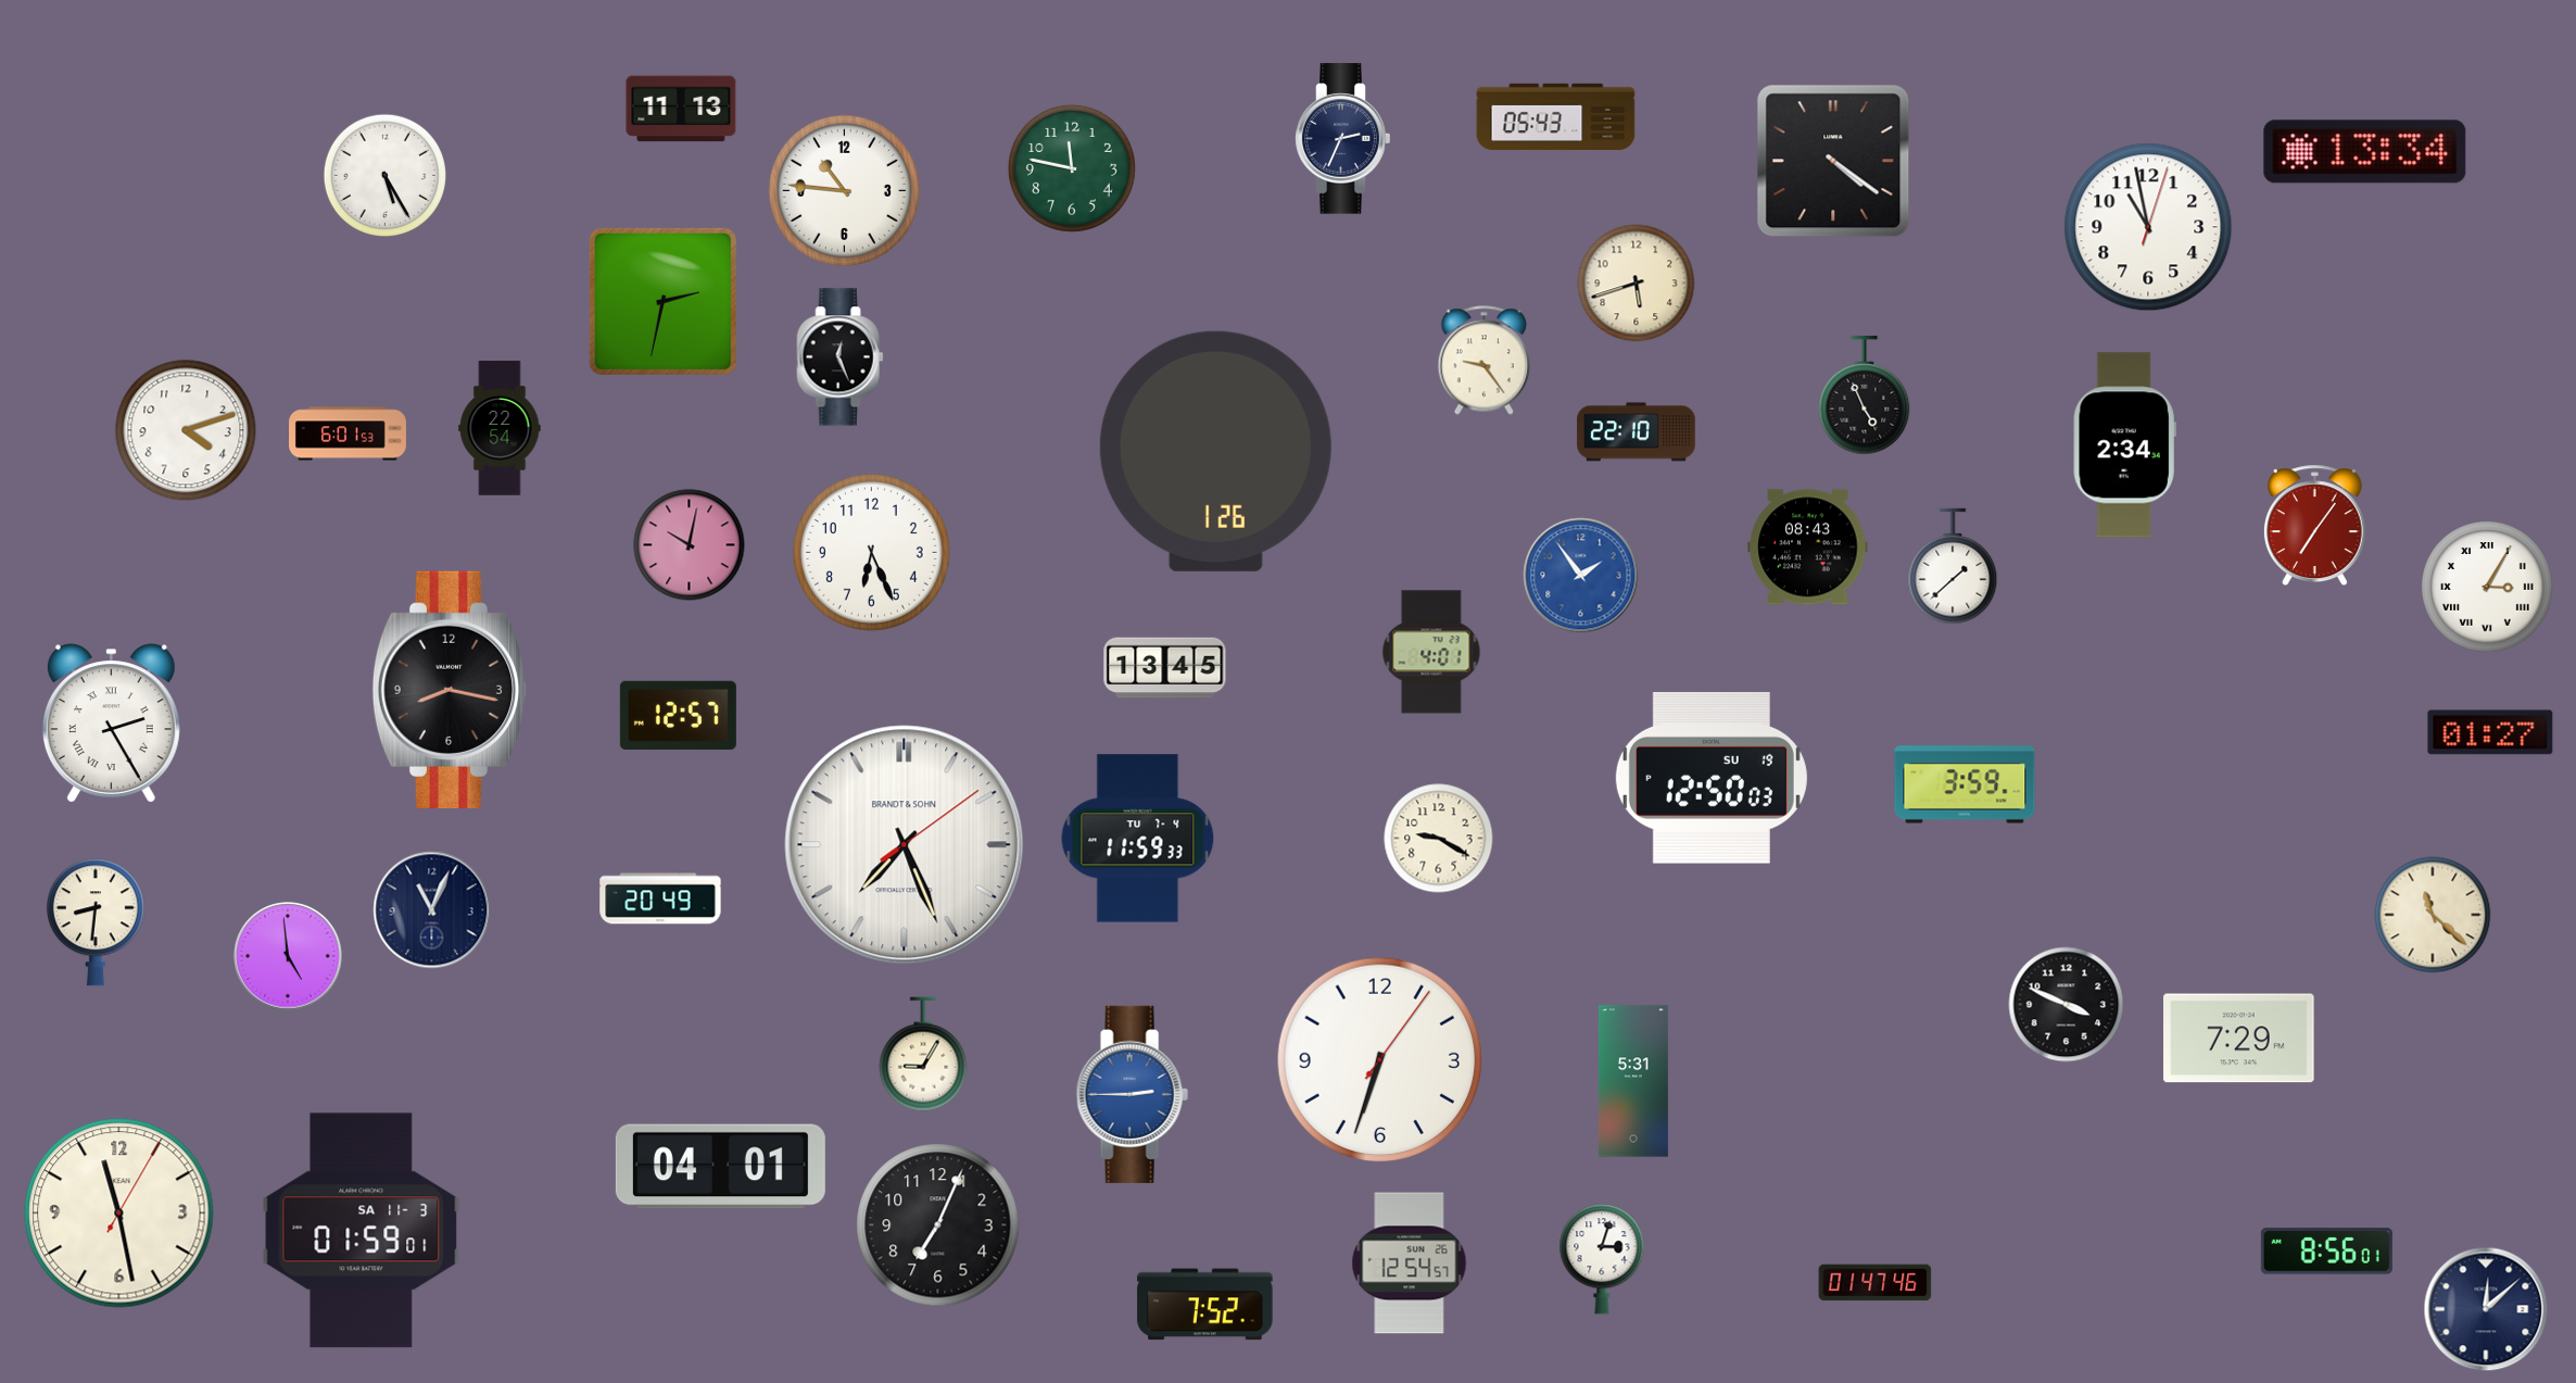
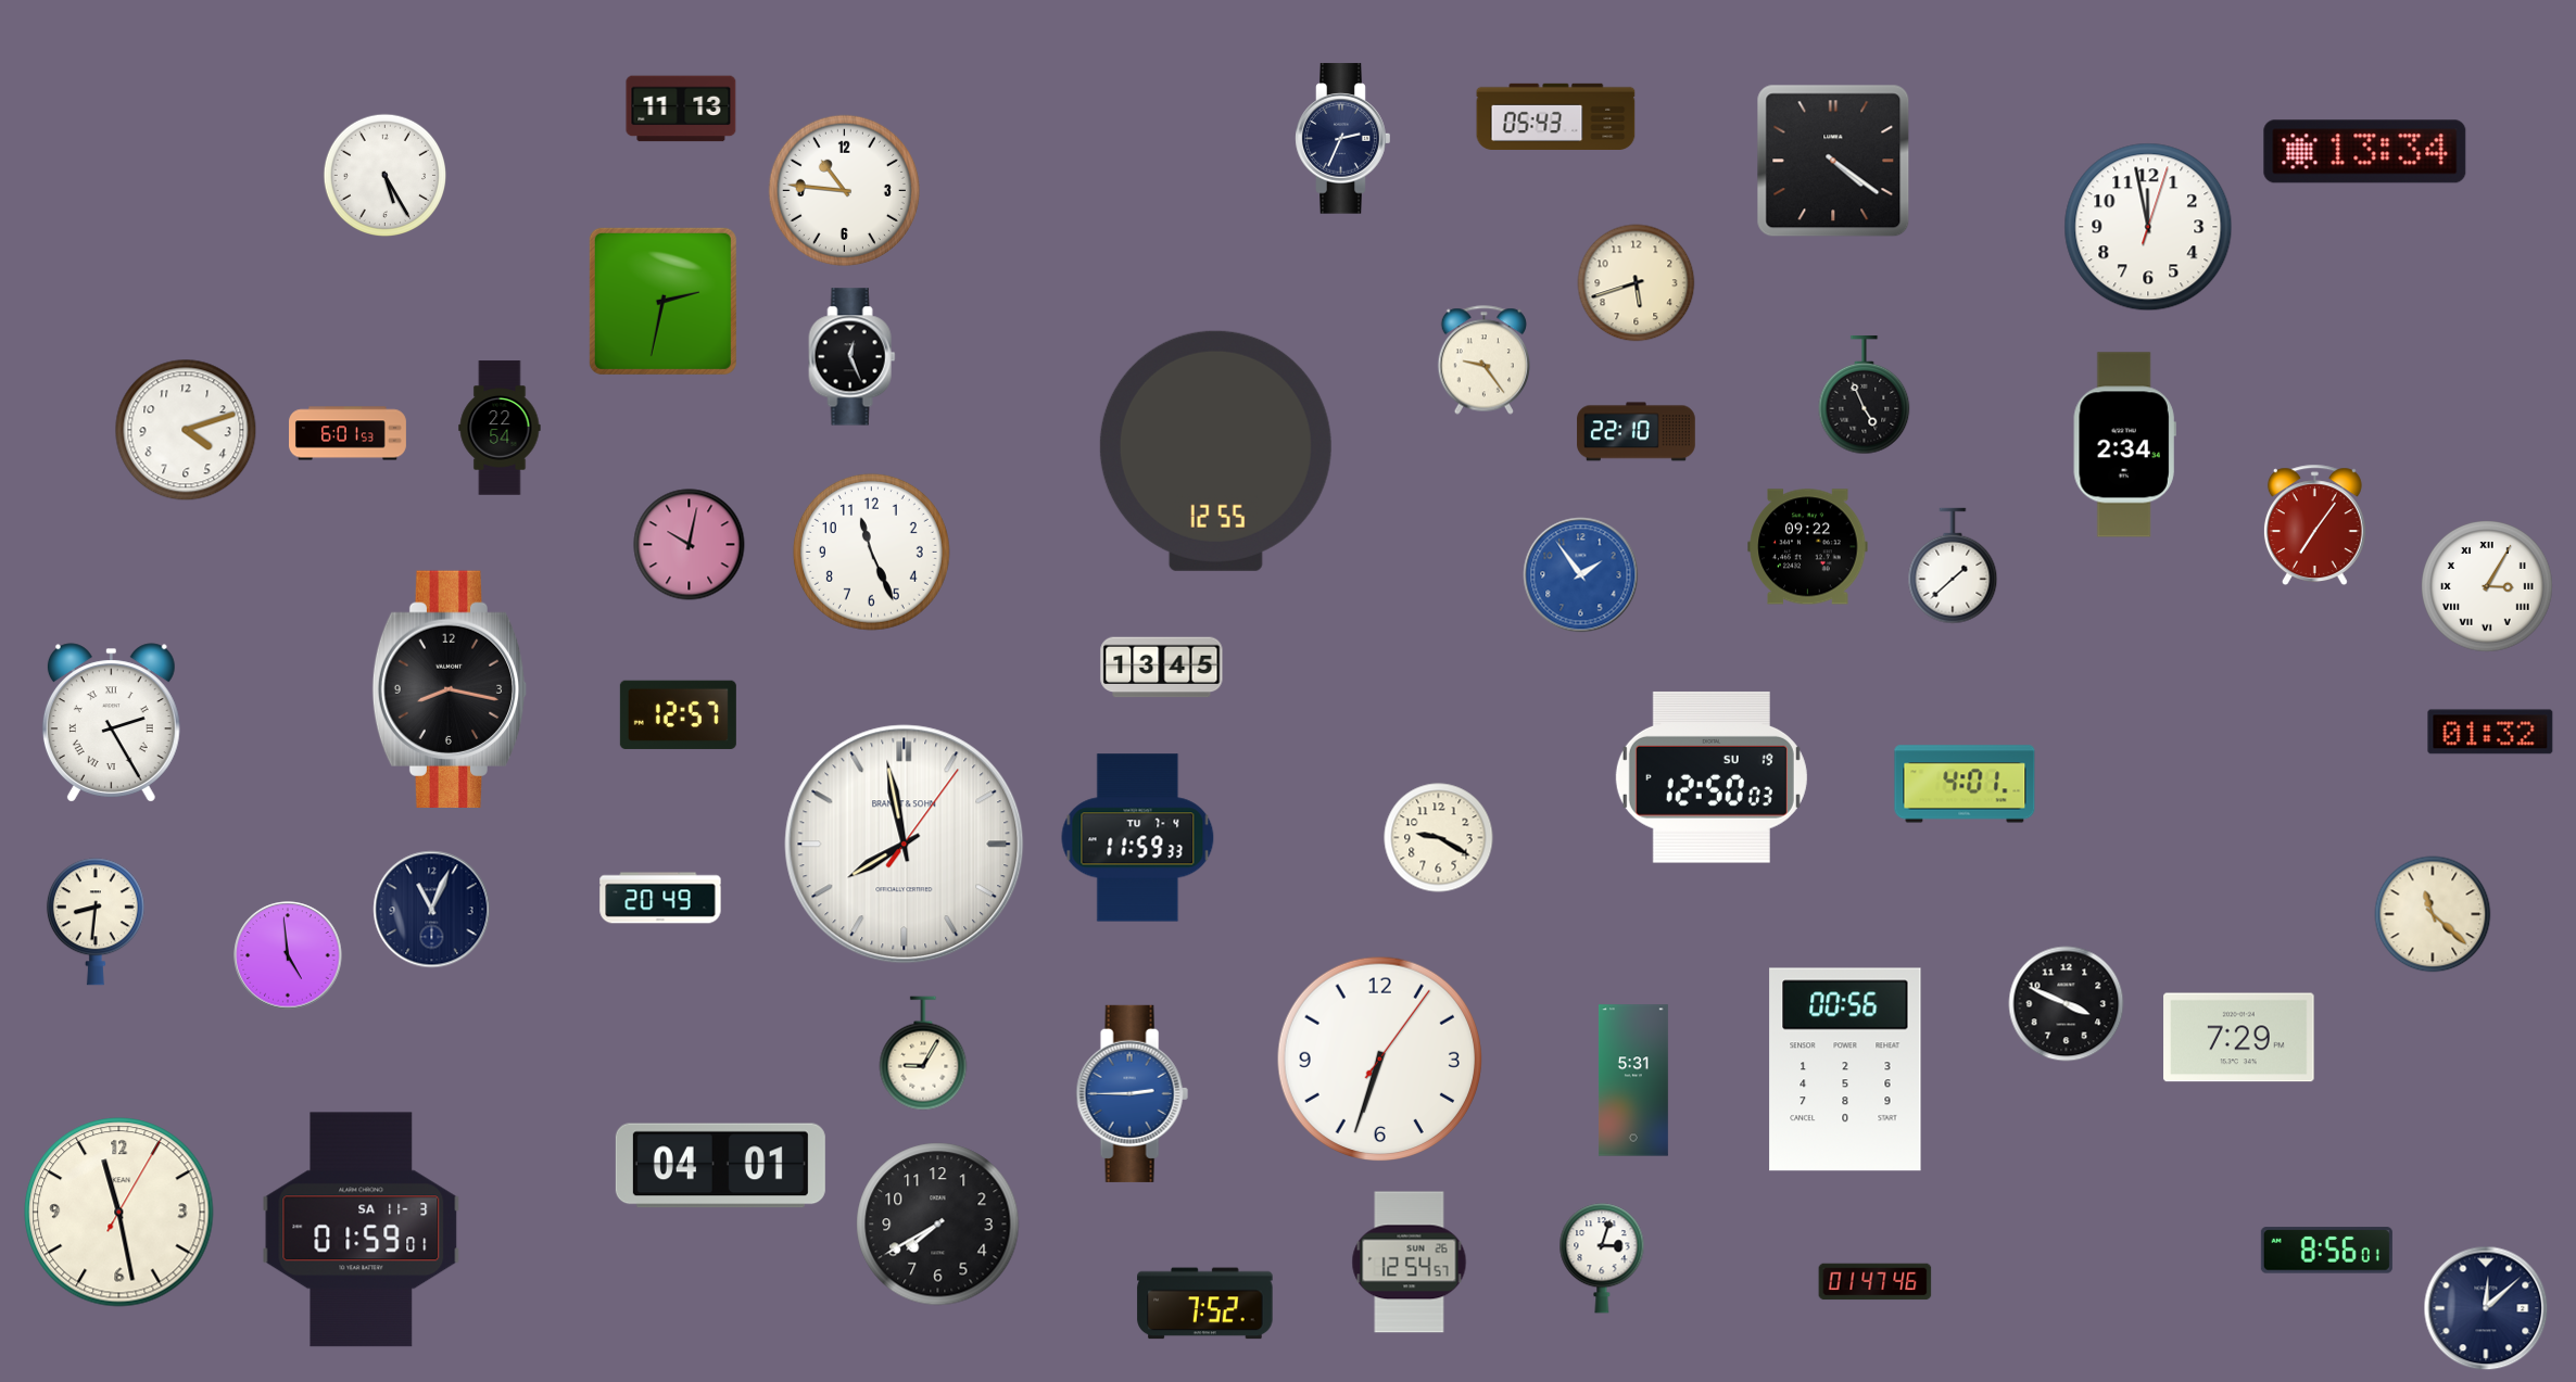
clock at (1072, 168): 11:47 -> none
clock at (2148, 227): 10:58 -> 11:58
clock at (841, 357) position: (841, 357) -> (853, 357)
clock at (1215, 451): 1:26 -> 12:55
clock at (1808, 548): 08:43 -> 09:22
clock at (871, 552): 6:26 -> 11:26
clock at (1431, 652): 4:01 -> none
clock at (1165, 668) position: (1165, 668) -> (1162, 668)
clock at (2490, 732): 01:27 -> 01:32
clock at (1965, 784): 3:59 -> 4:01
clock at (905, 845): 7:26 -> 7:58
clock at (1845, 1069): none -> 00:56
clock at (938, 1225): 7:04 -> 7:40
